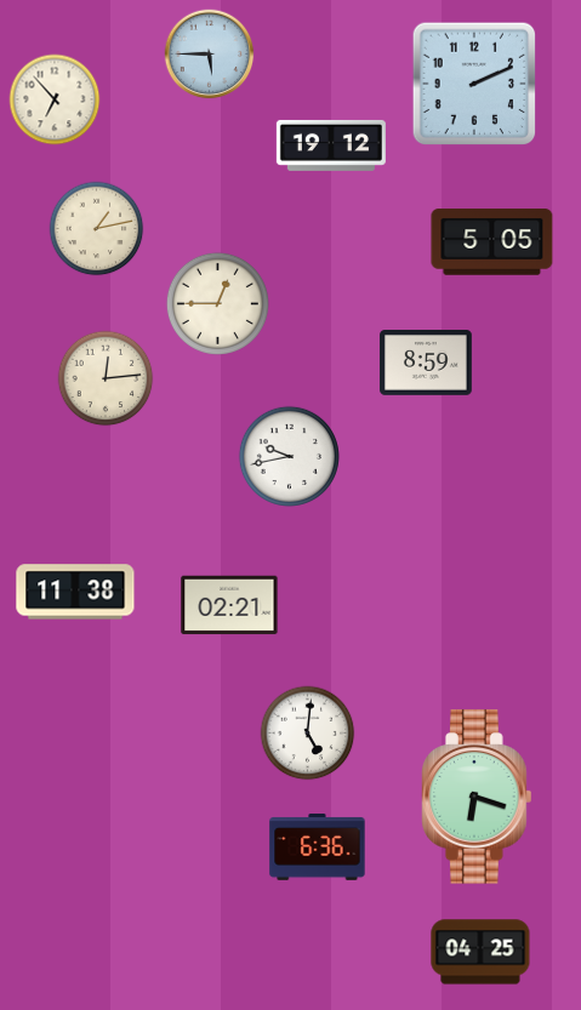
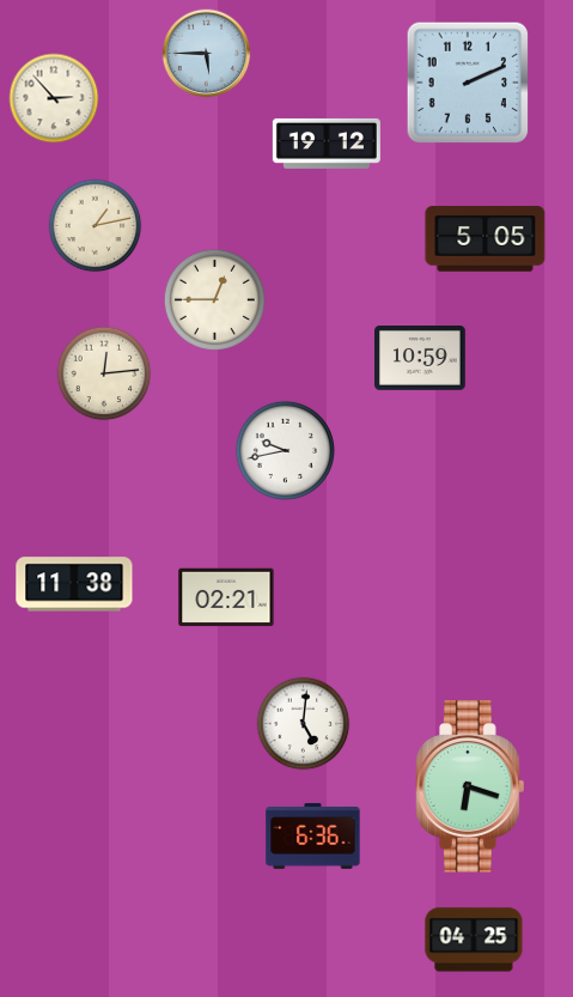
clock at (55, 99): 6:53 -> 2:53
clock at (426, 364): 8:59 -> 10:59
